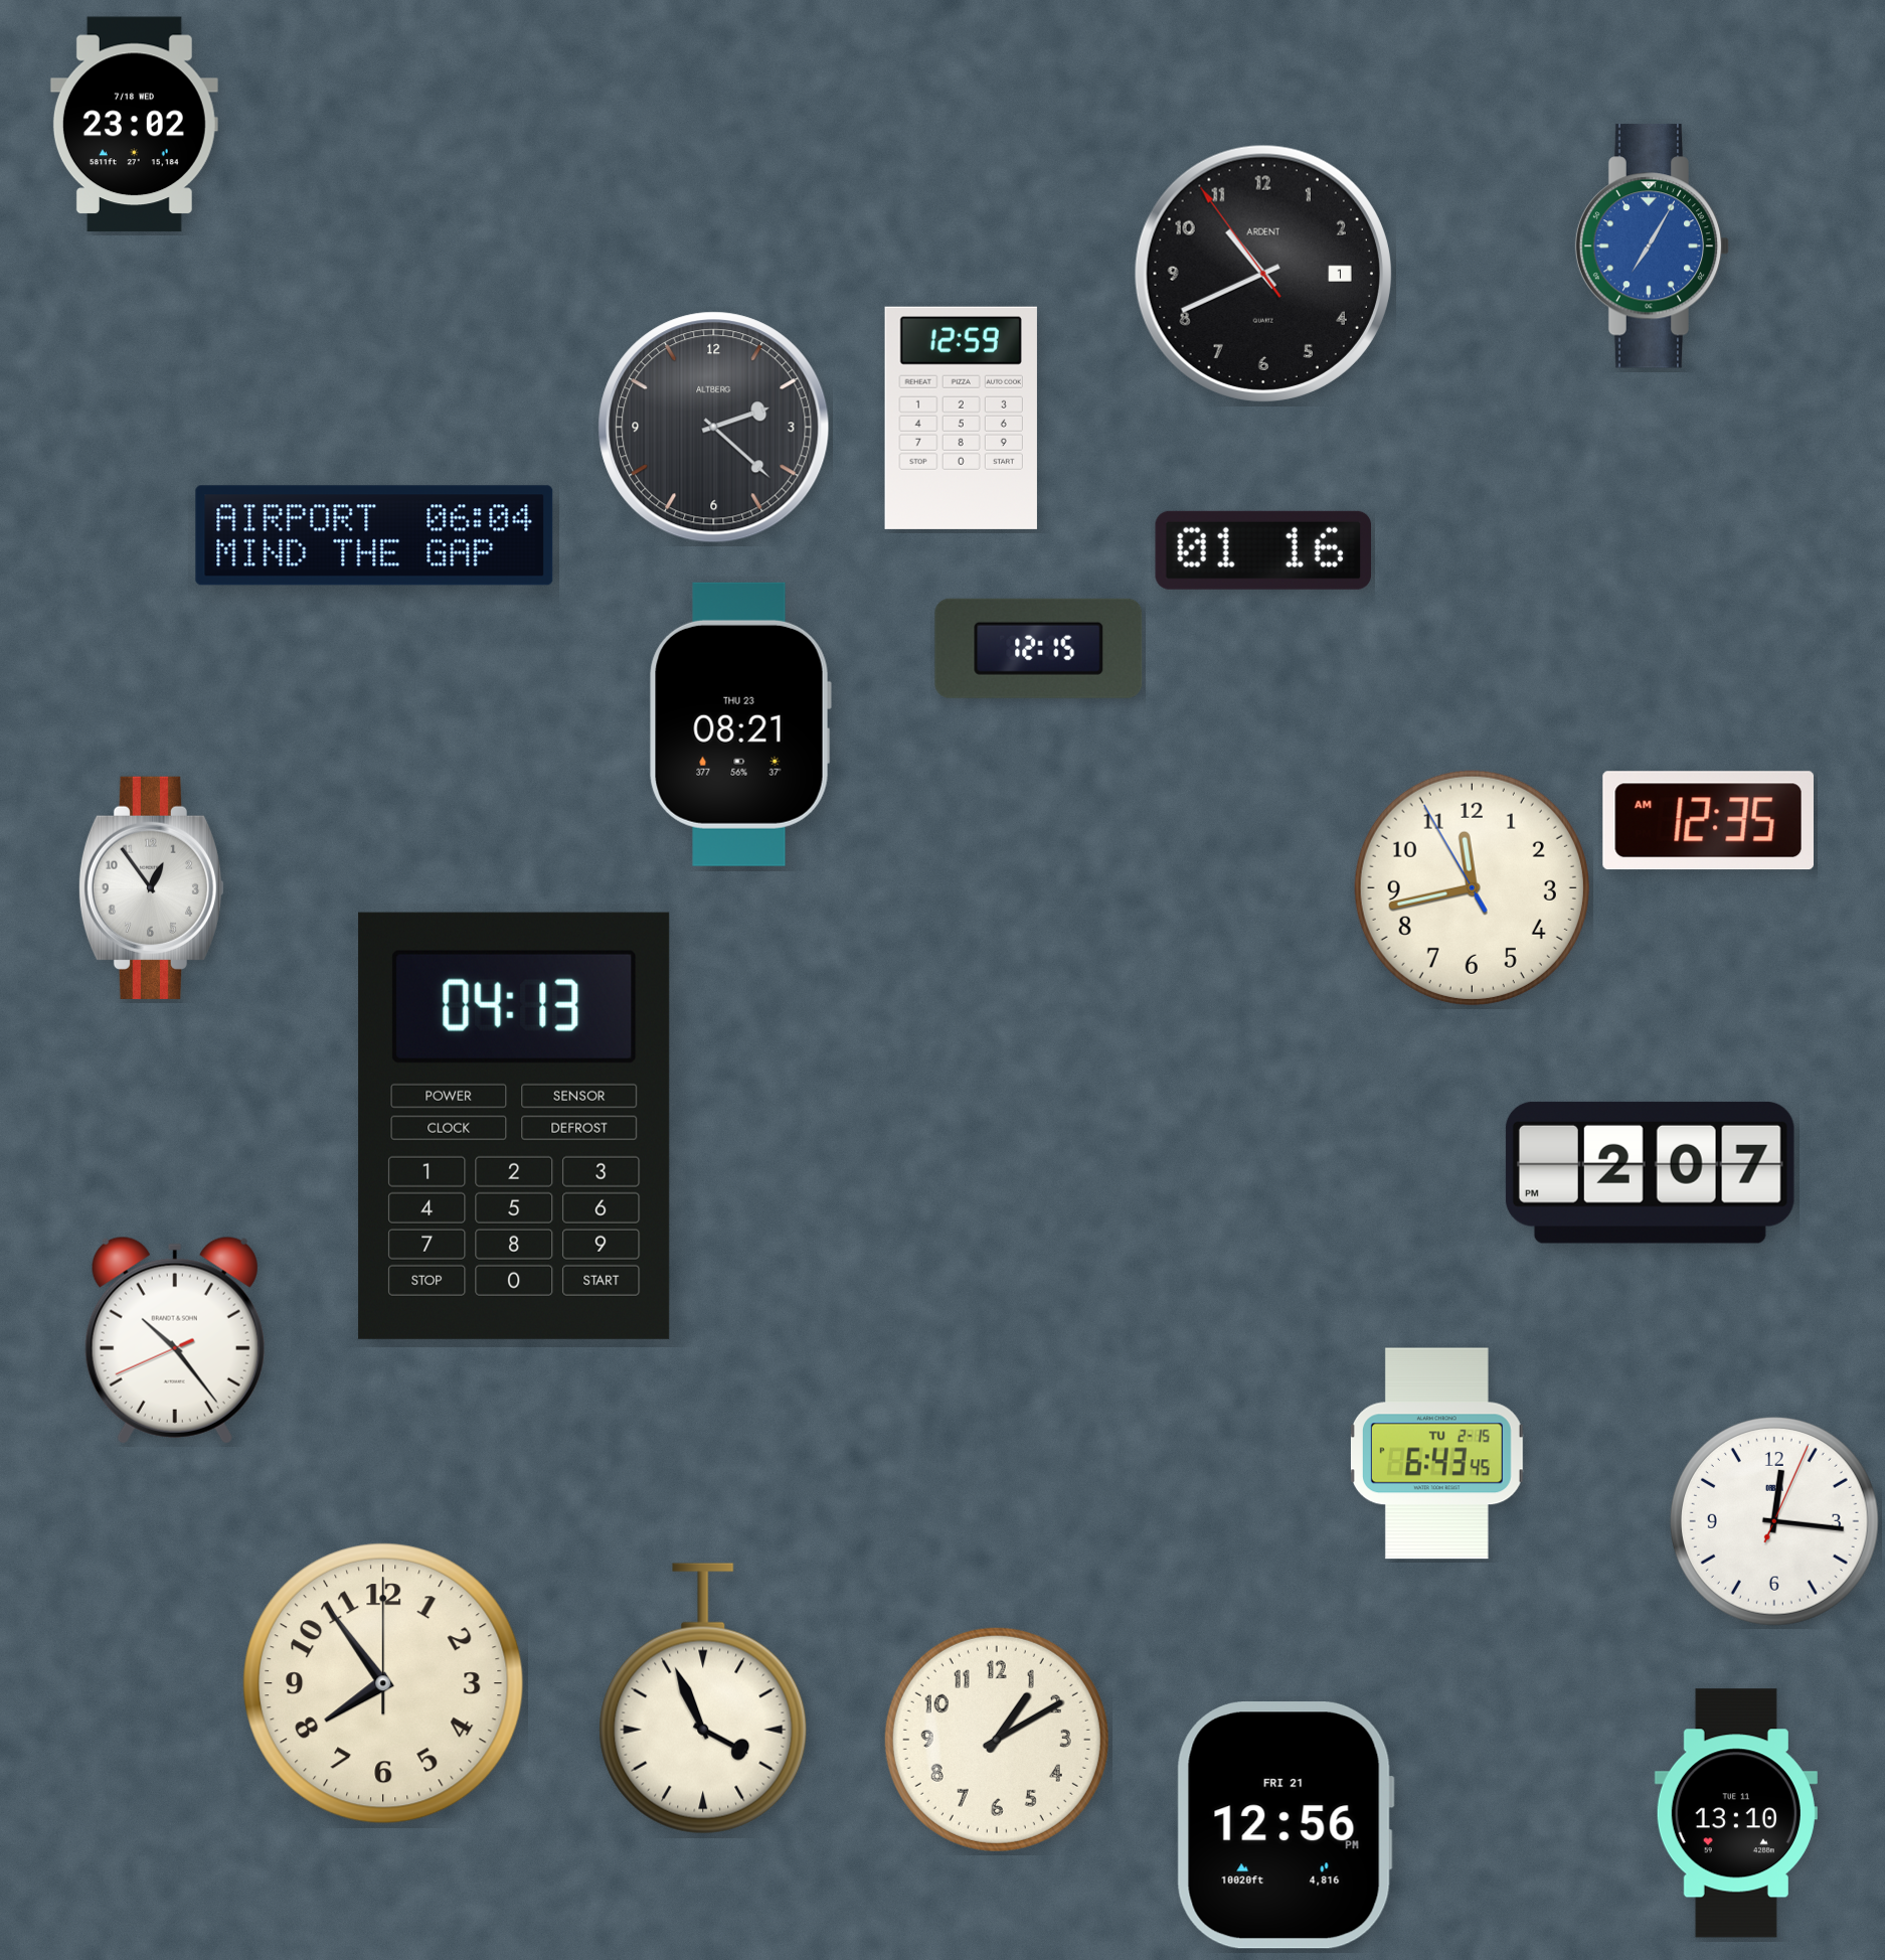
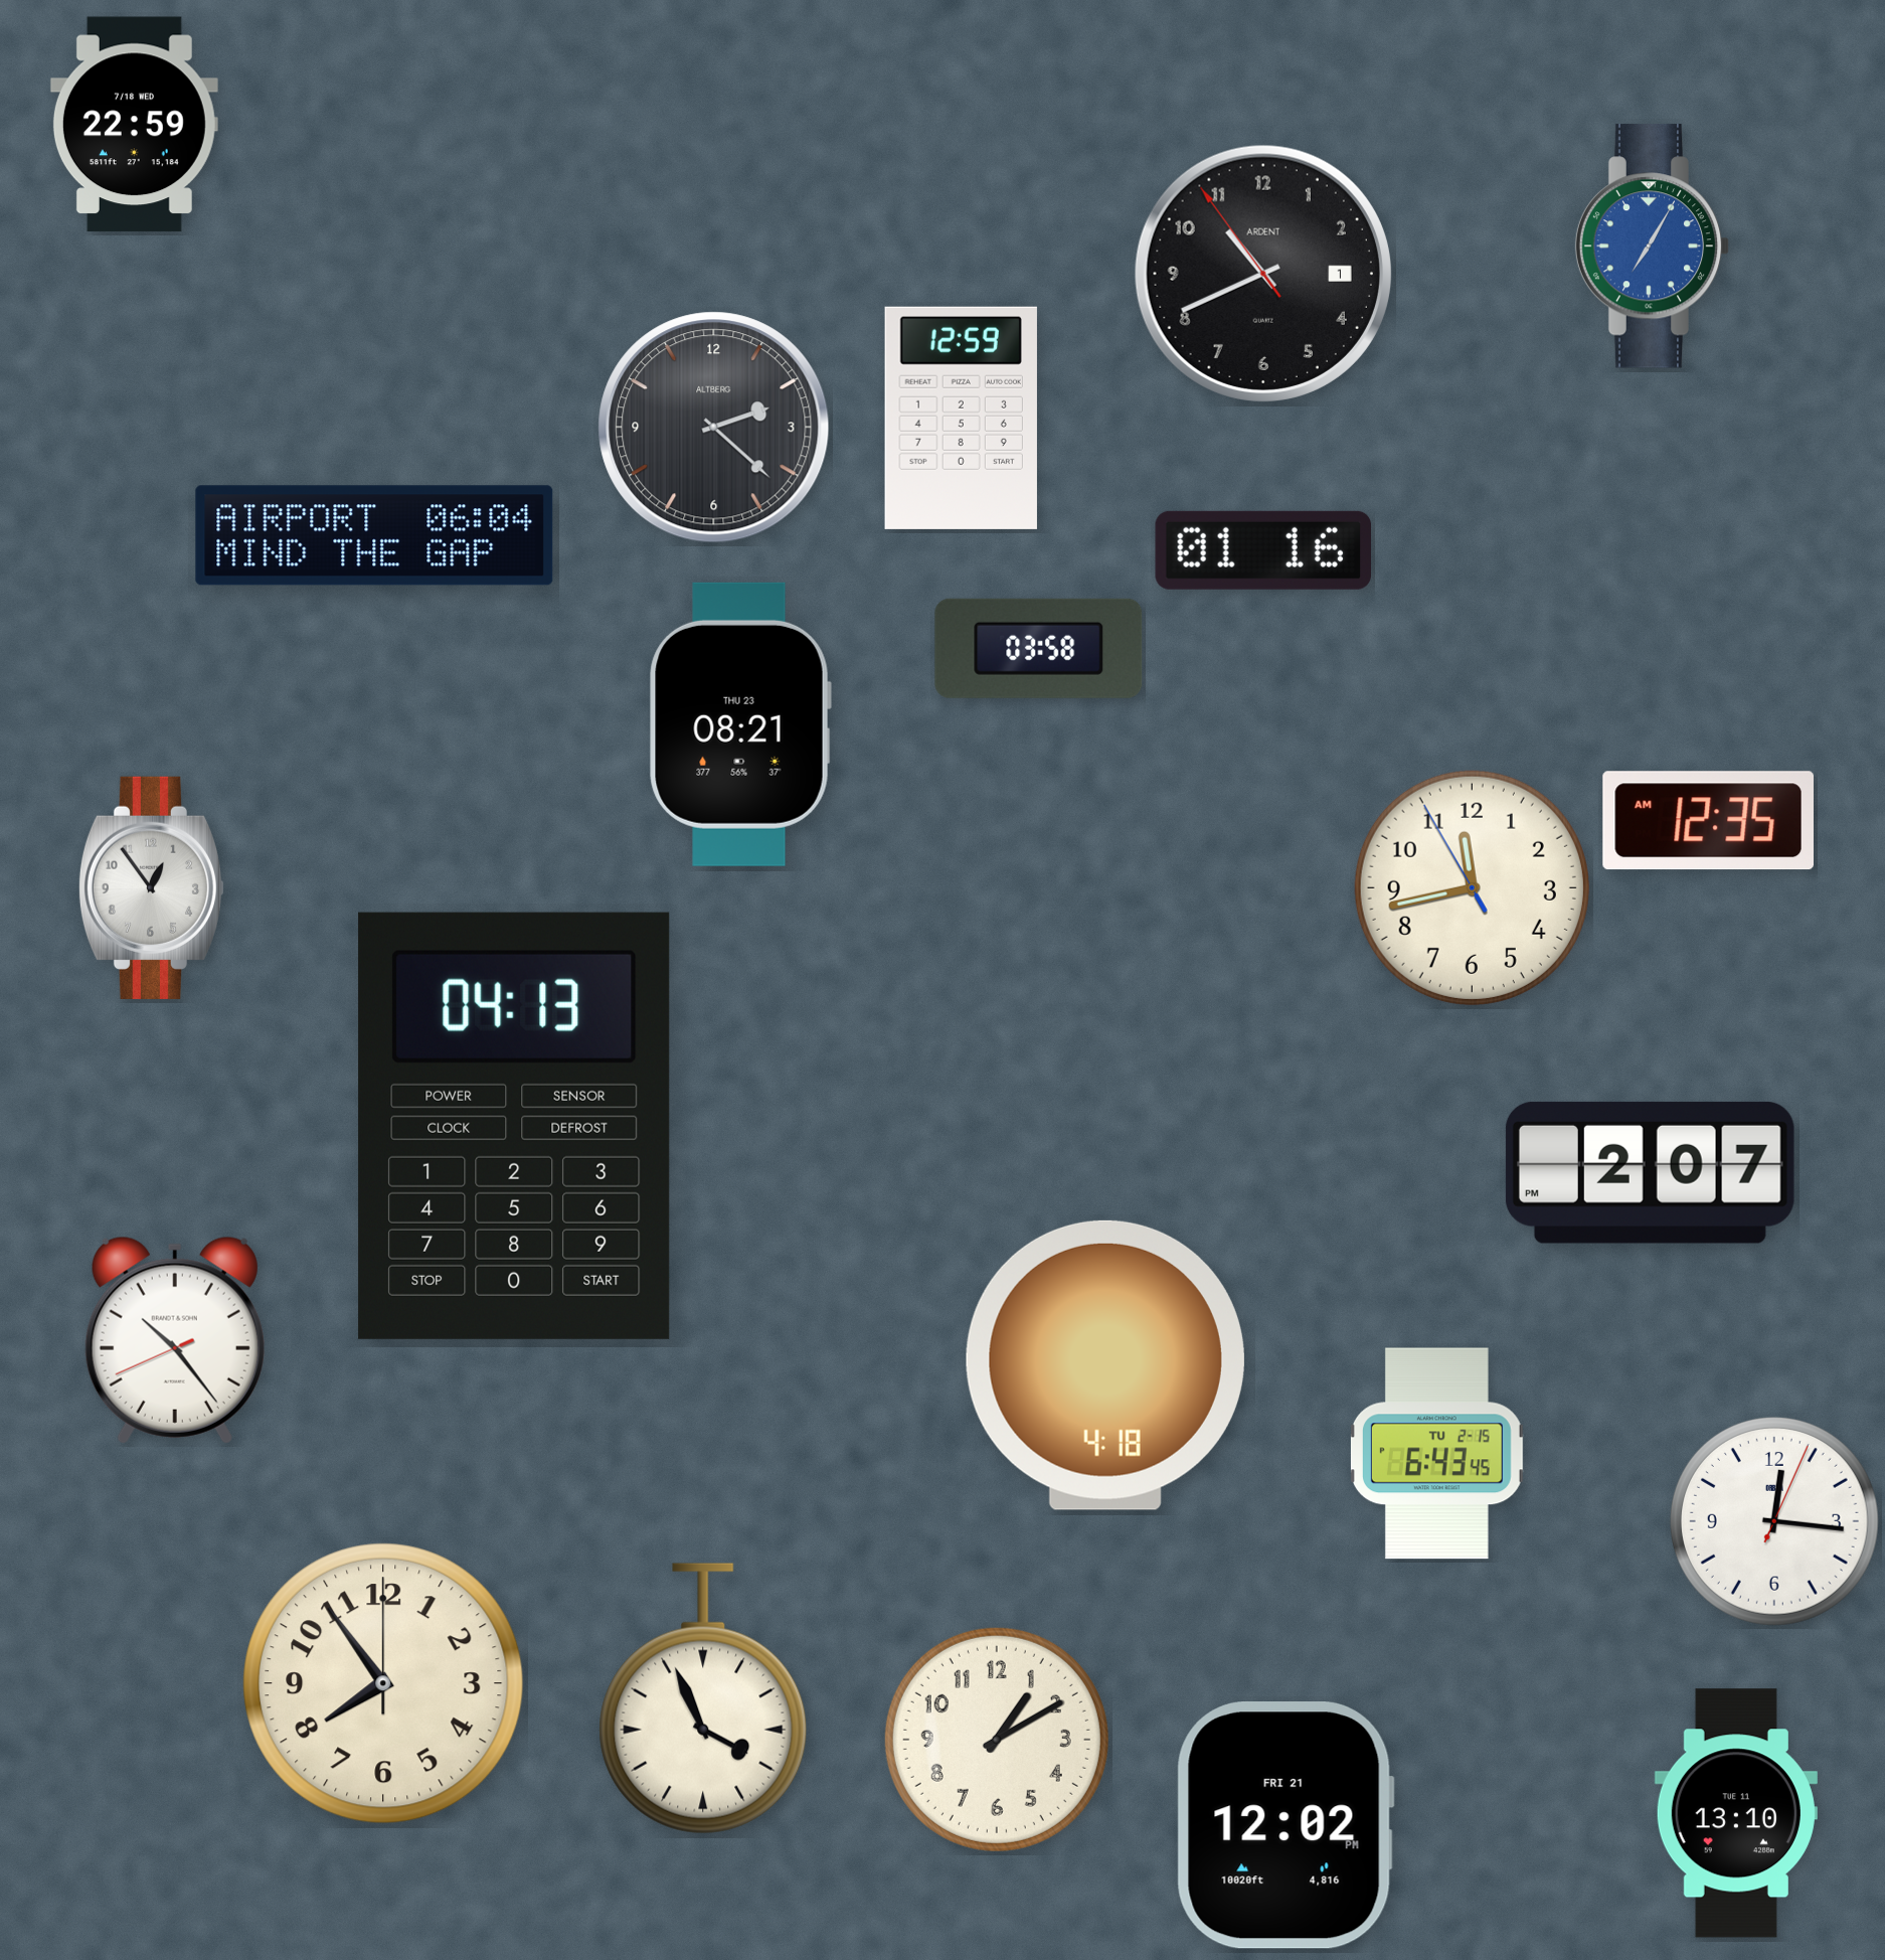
clock at (134, 125): 23:02 -> 22:59
clock at (1039, 648): 12:15 -> 03:58
clock at (1105, 1365): none -> 4:18
clock at (1286, 1826): 12:56 -> 12:02
